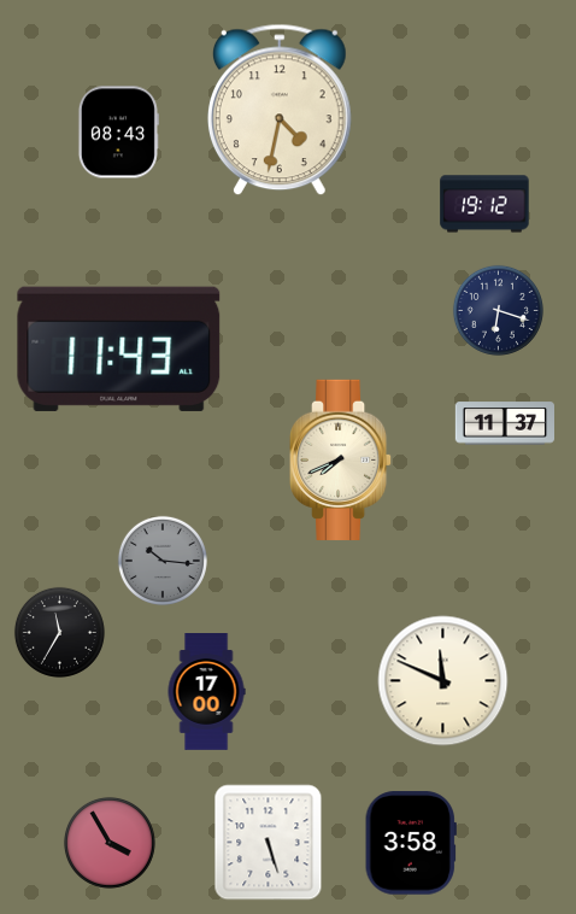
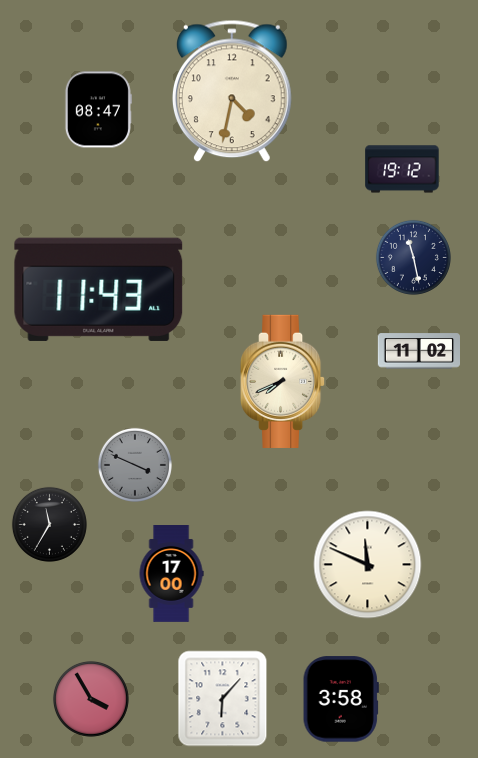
clock at (118, 133): 08:43 -> 08:47
clock at (498, 310): 6:18 -> 11:28
clock at (504, 423): 11:37 -> 11:02
clock at (163, 561): 10:16 -> 3:49
clock at (269, 843): 5:27 -> 6:07
